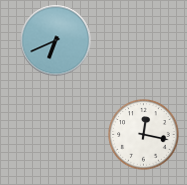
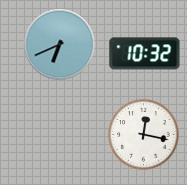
clock at (56, 41) position: (56, 41) -> (60, 45)
clock at (145, 54): none -> 10:32
